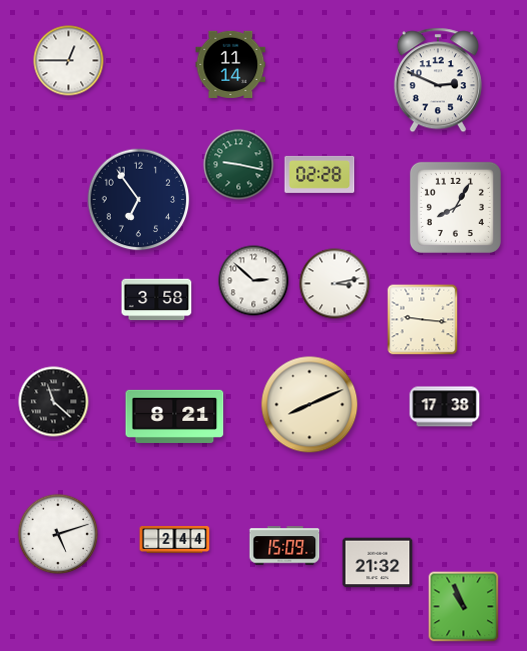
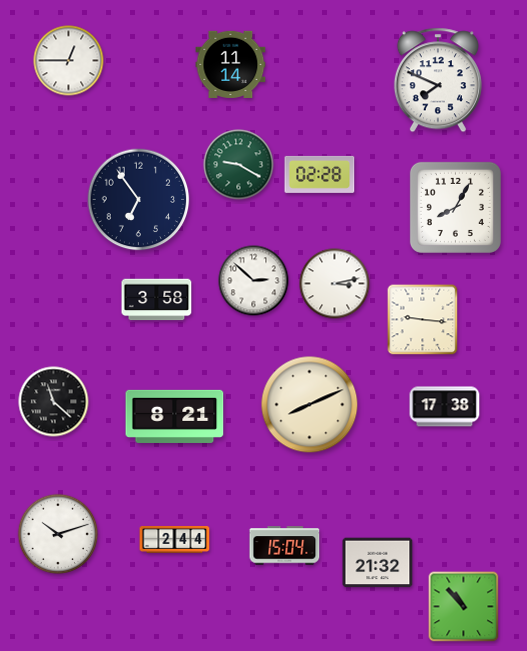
clock at (438, 80): 2:49 -> 7:49
clock at (239, 165): 9:17 -> 9:20
clock at (58, 534): 5:12 -> 10:12
clock at (285, 546): 15:09 -> 15:04
clock at (464, 607): 10:56 -> 10:53
